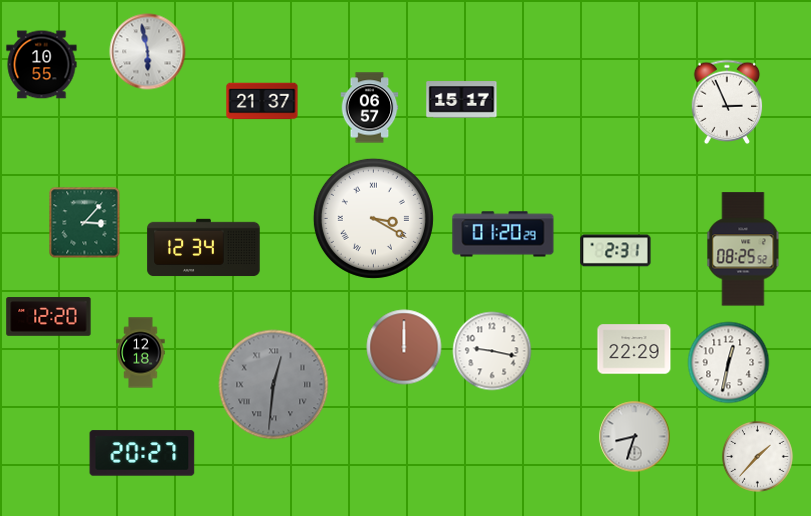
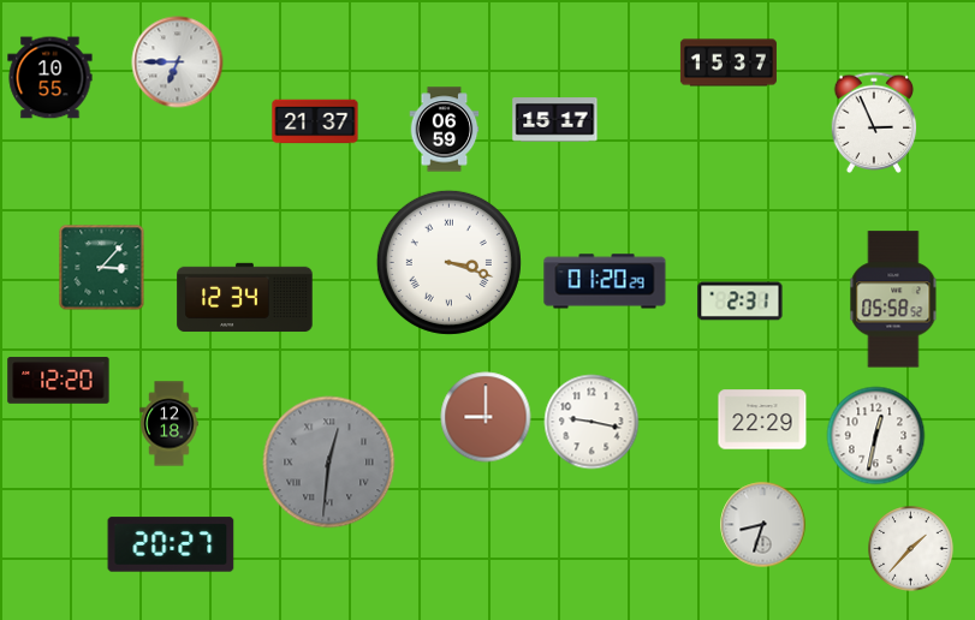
clock at (148, 52): 5:58 -> 6:45
clock at (729, 62): none -> 15:37
clock at (370, 108): 06:57 -> 06:59
clock at (373, 218): 3:20 -> 3:18
clock at (743, 249): 08:25 -> 05:58
clock at (404, 347): 12:00 -> 9:00
